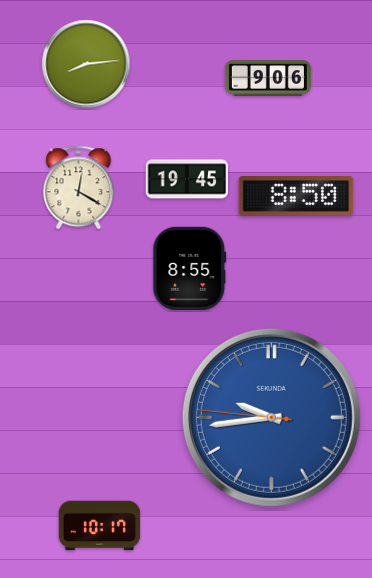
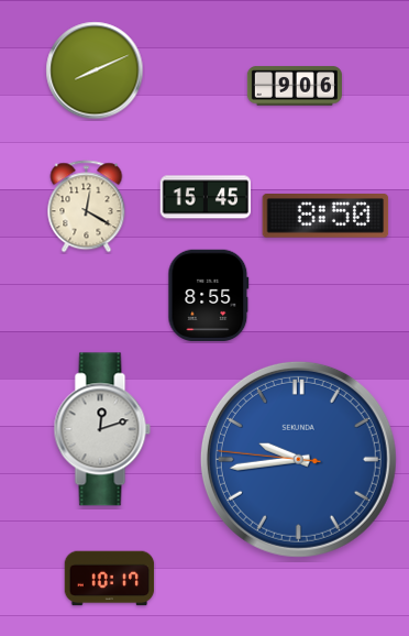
clock at (86, 64): 8:14 -> 8:11
clock at (187, 179): 19:45 -> 15:45
clock at (102, 429): none -> 12:12
